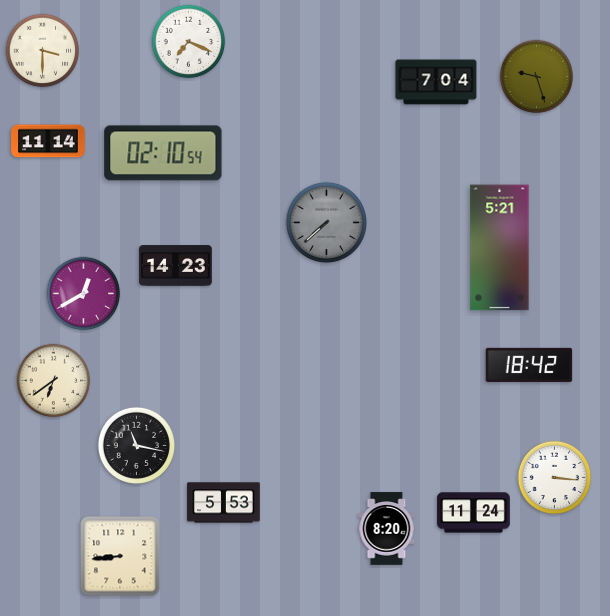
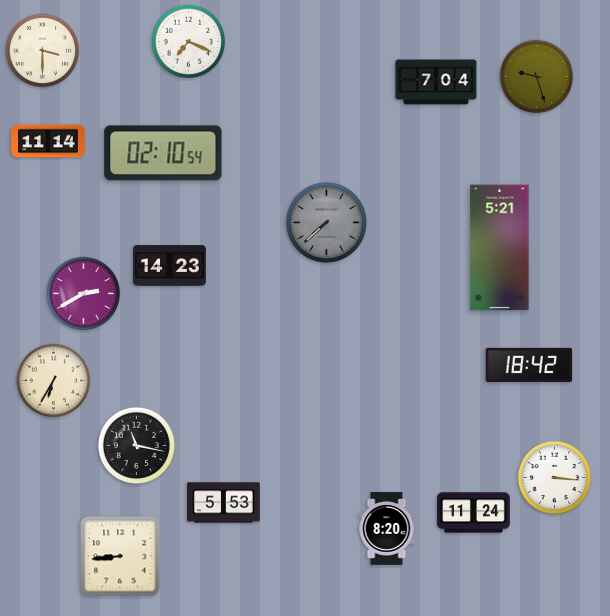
clock at (176, 266) position: (176, 266) -> (170, 266)
clock at (84, 294): 12:40 -> 2:40
clock at (54, 381): 6:39 -> 6:35
